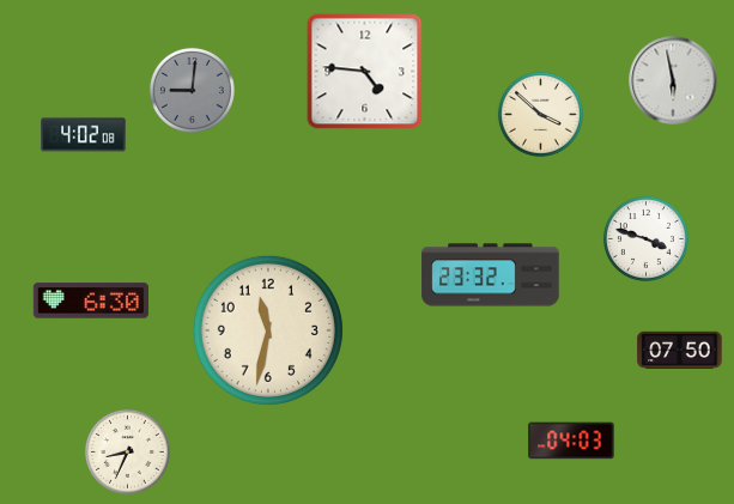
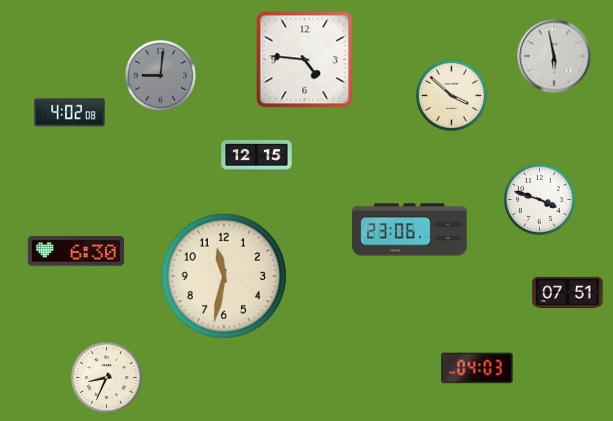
clock at (673, 80) position: (673, 80) -> (554, 56)
clock at (257, 156): none -> 12:15
clock at (491, 275): 23:32 -> 23:06
clock at (680, 350): 07:50 -> 07:51
